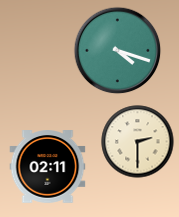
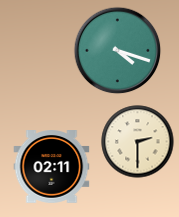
clock at (48, 167) position: (48, 167) -> (52, 167)
